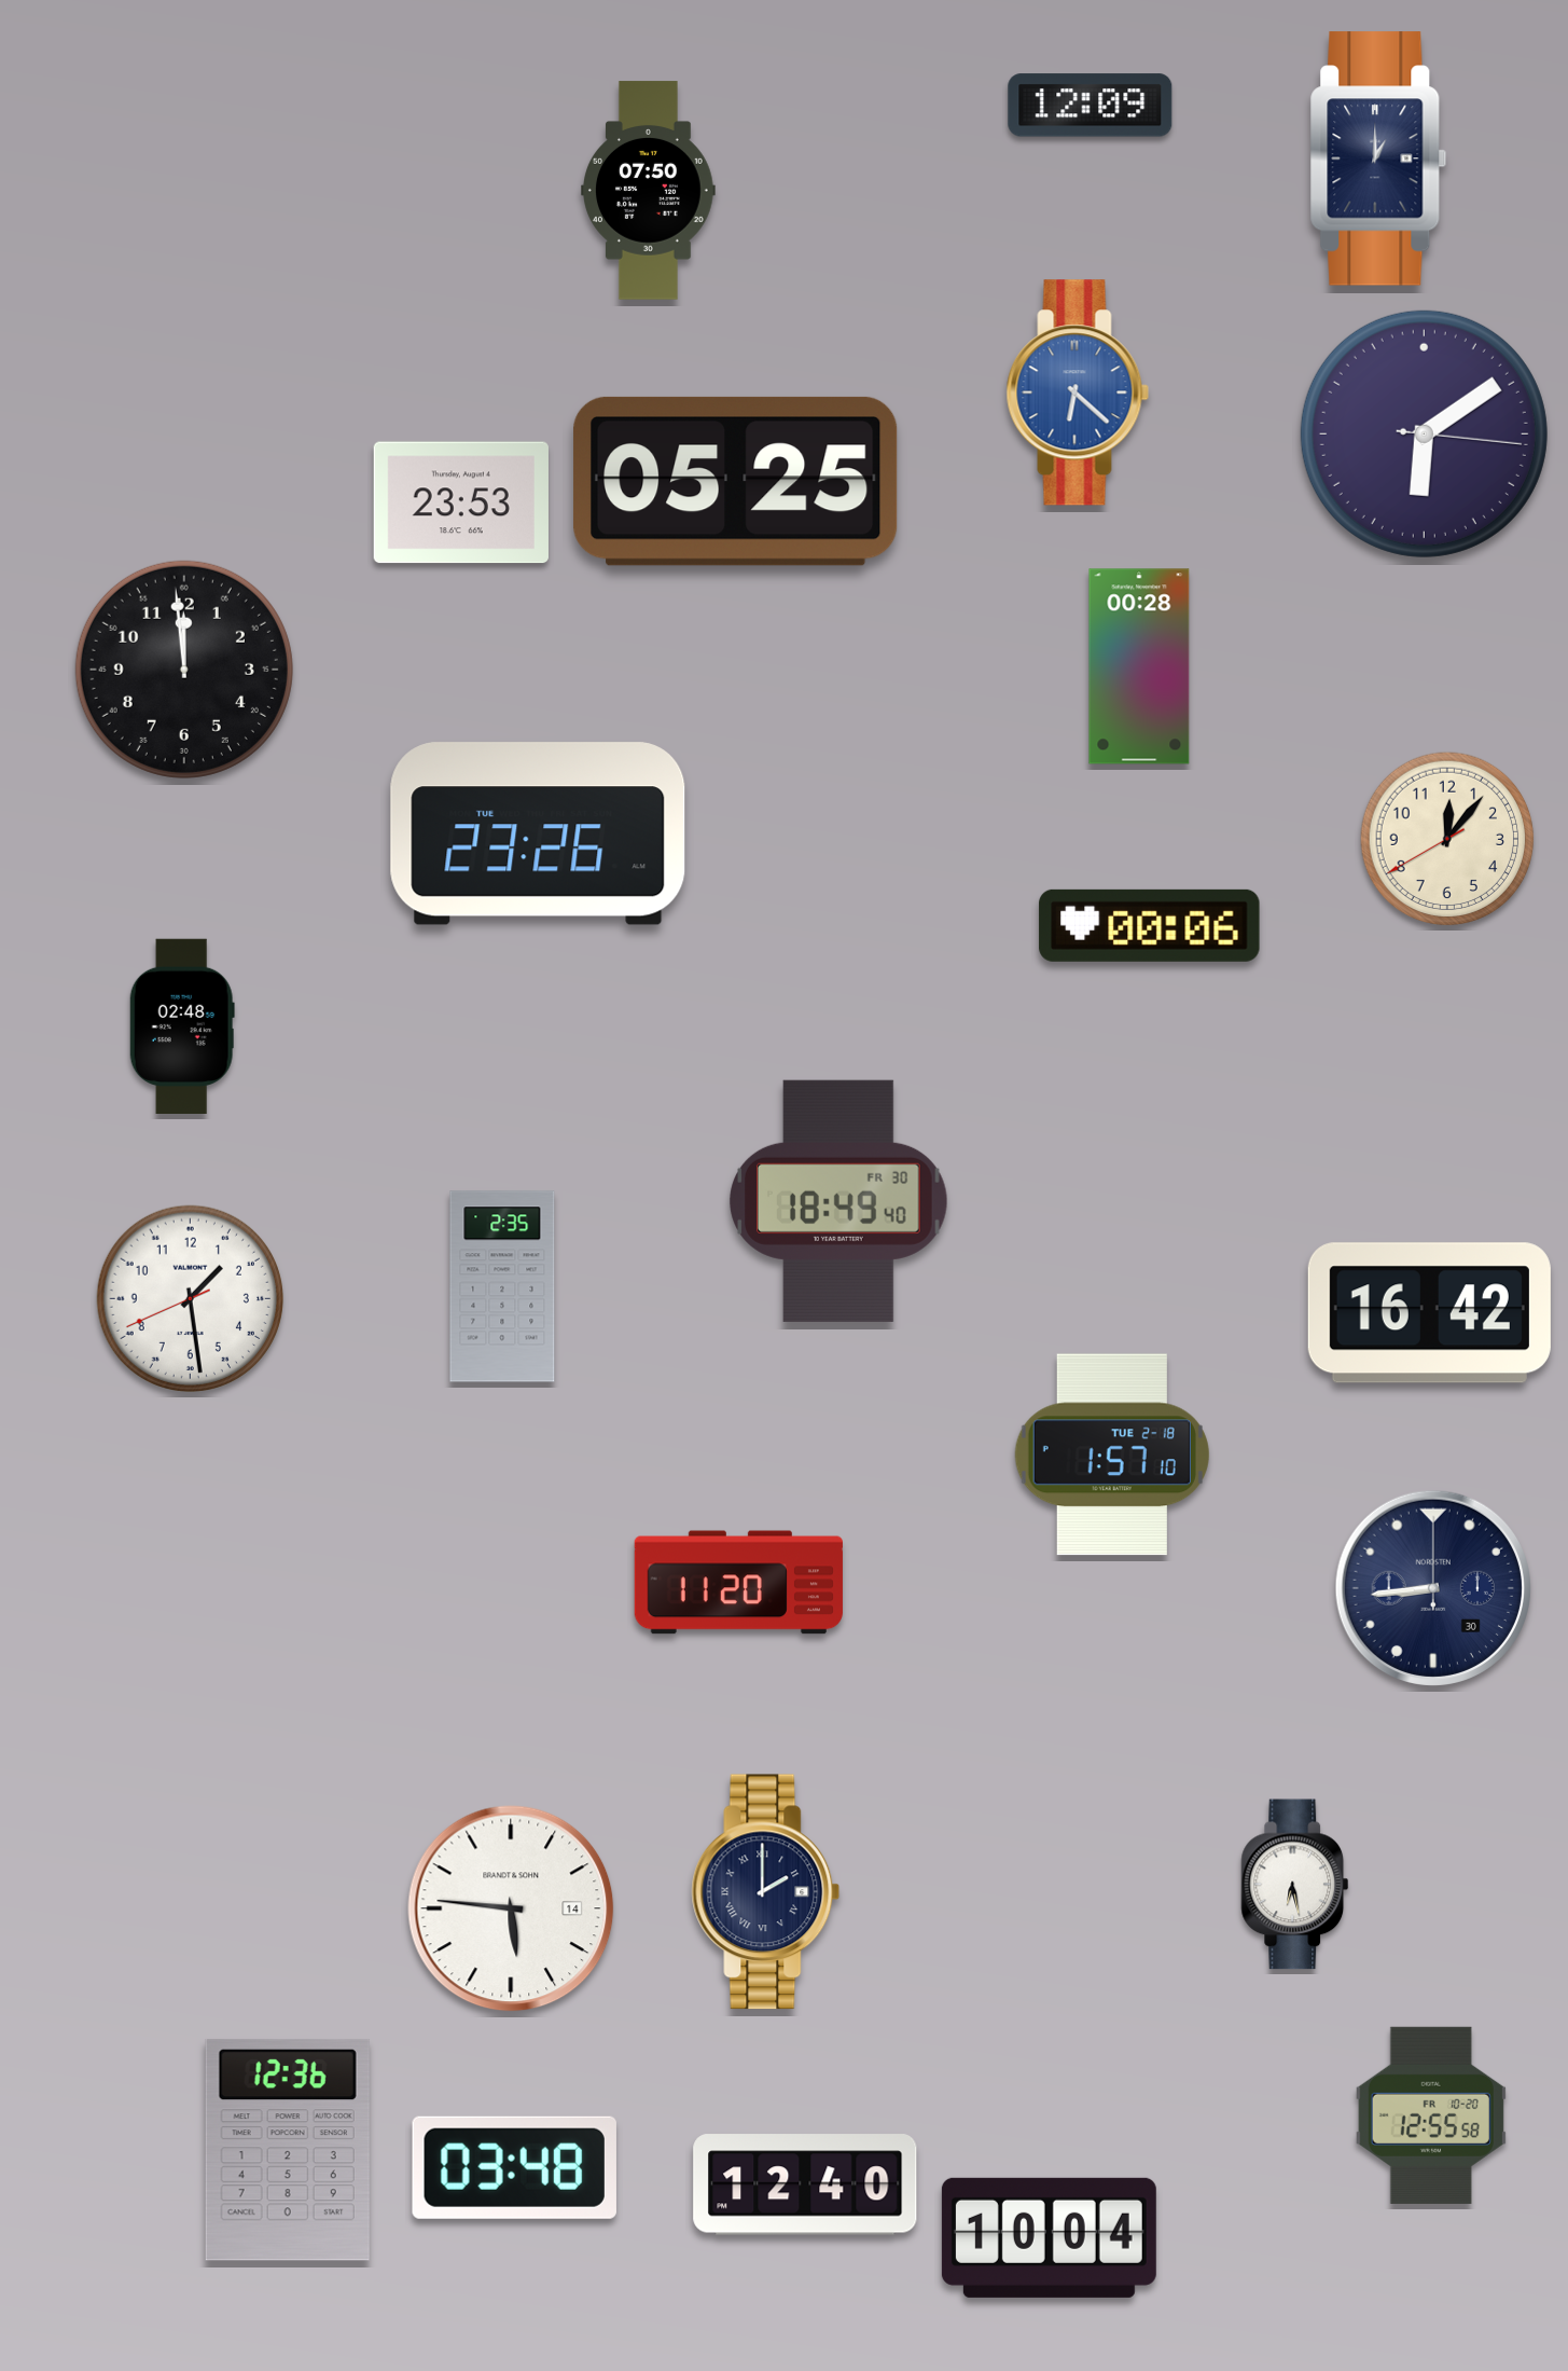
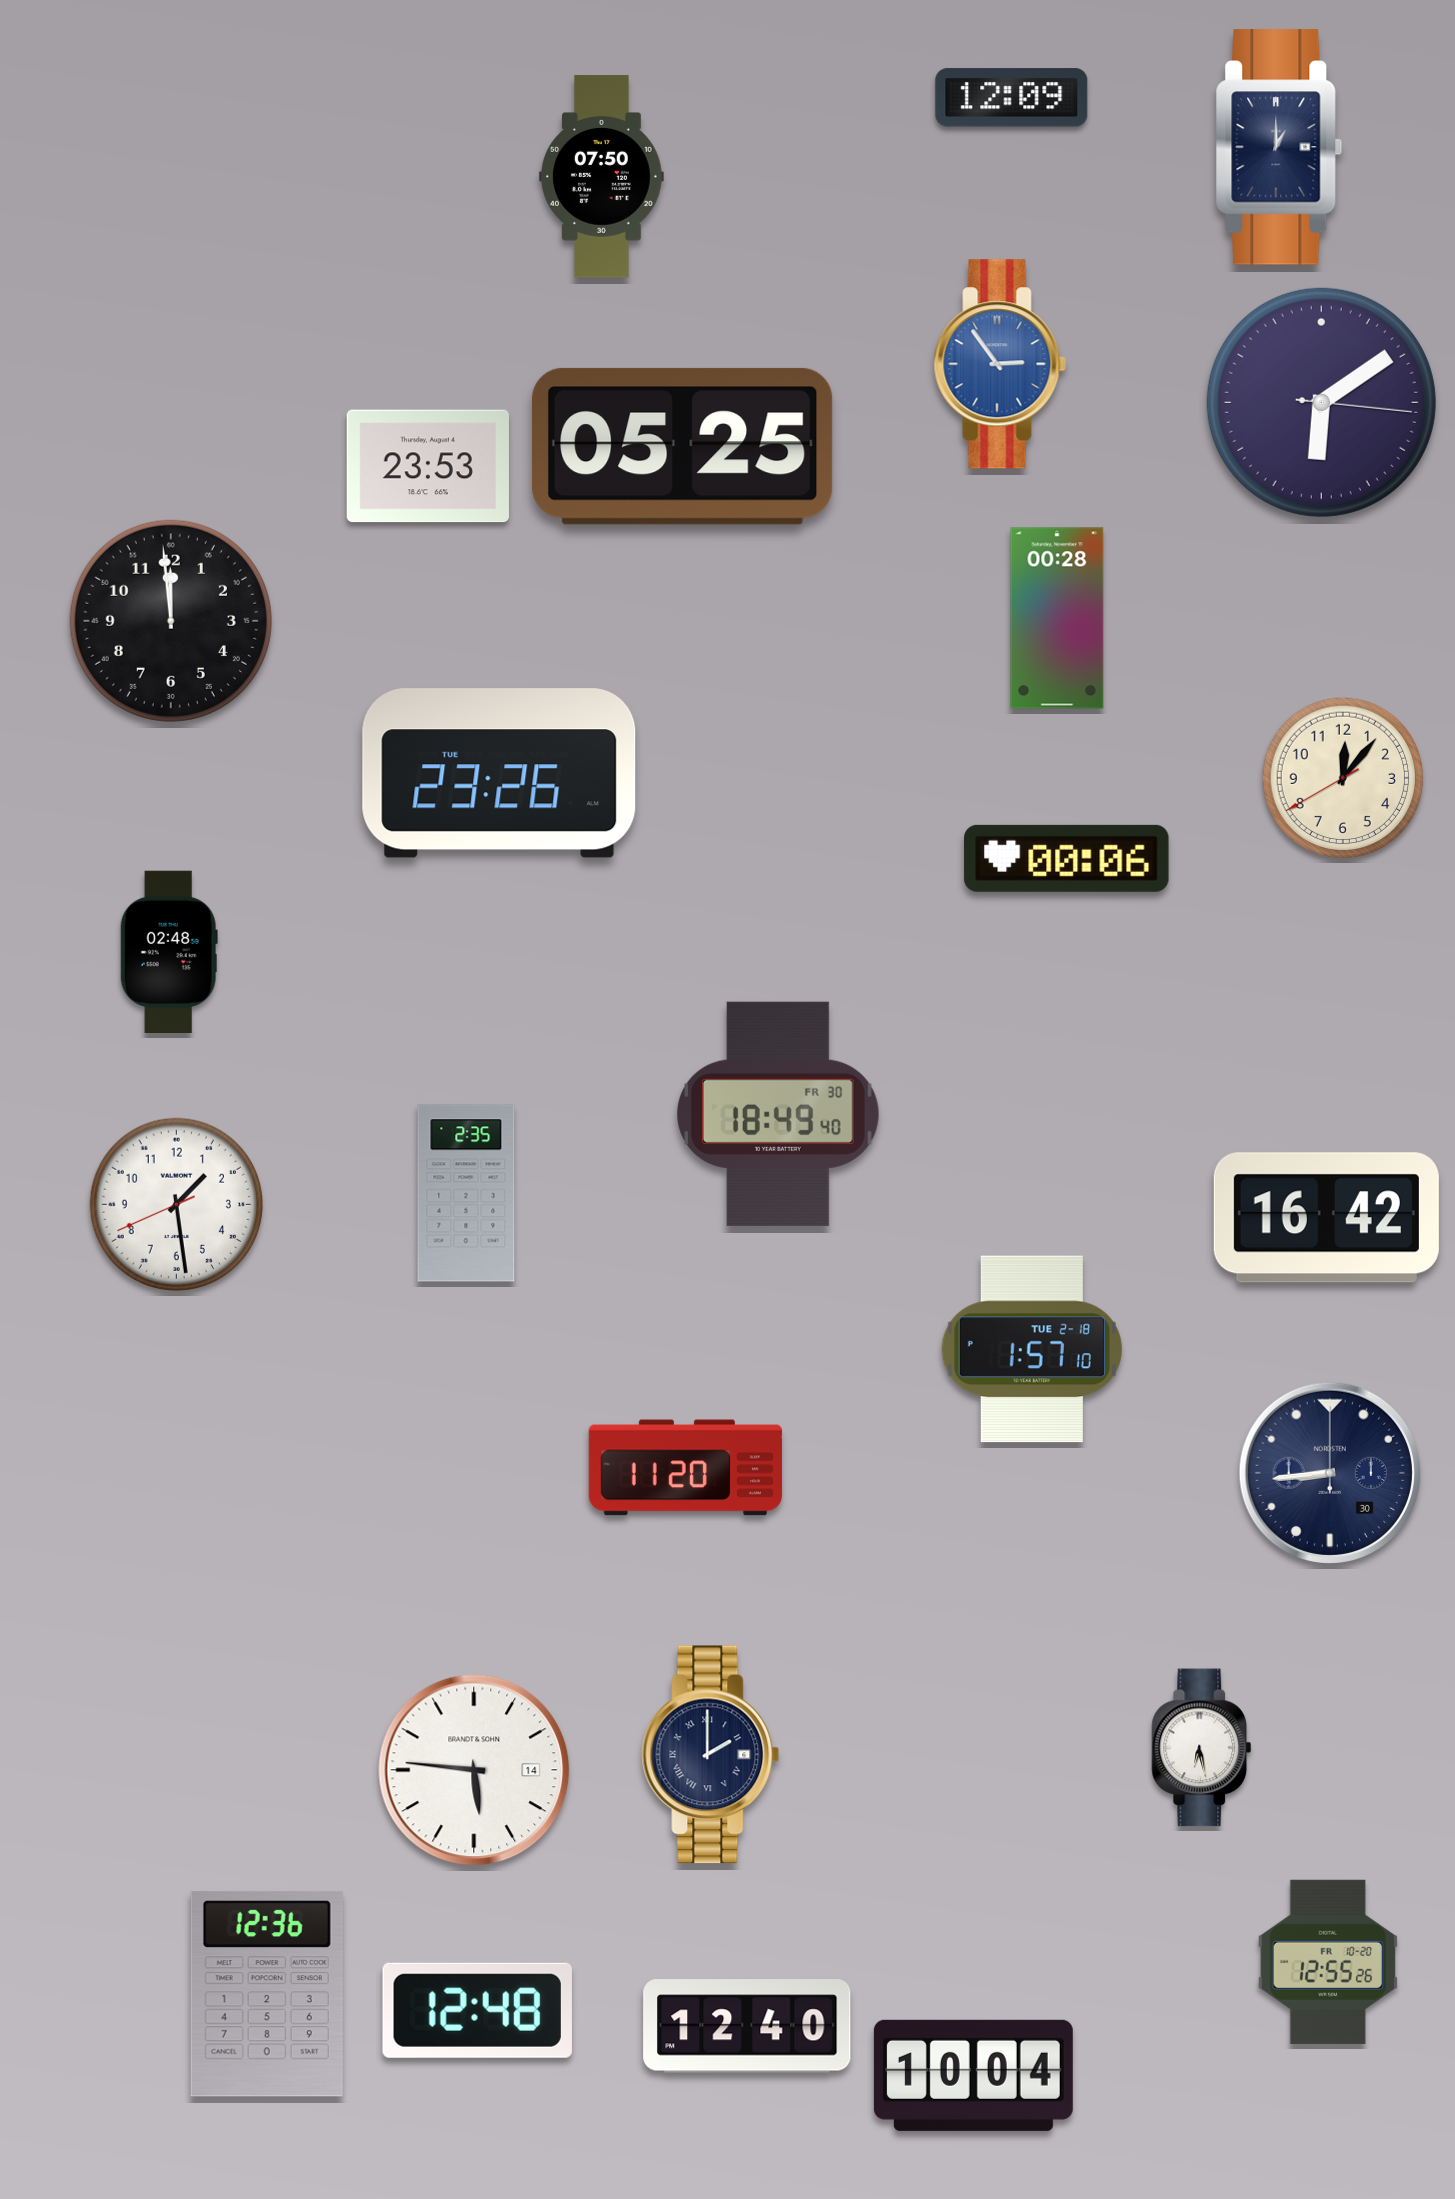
clock at (1078, 392): 6:22 -> 2:54
clock at (1431, 2115): 12:55:58 -> 12:55:26
clock at (514, 2167): 03:48 -> 12:48
